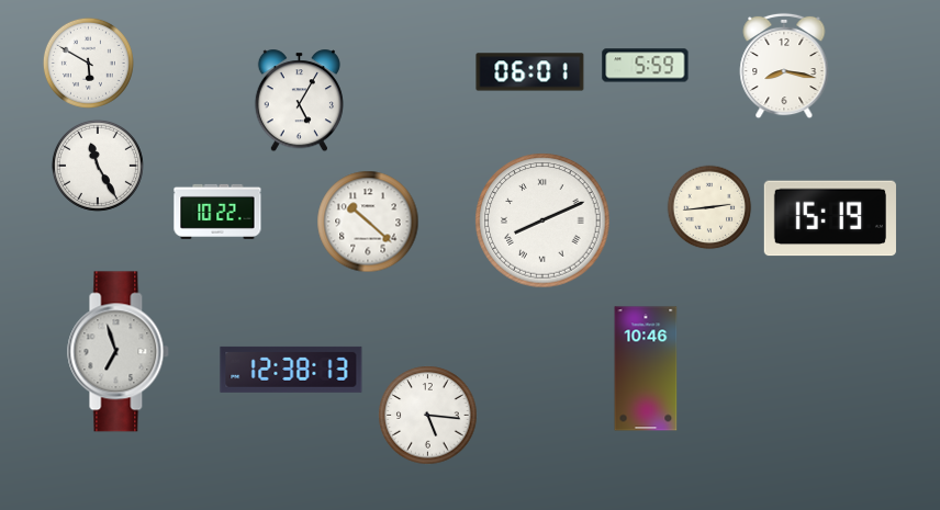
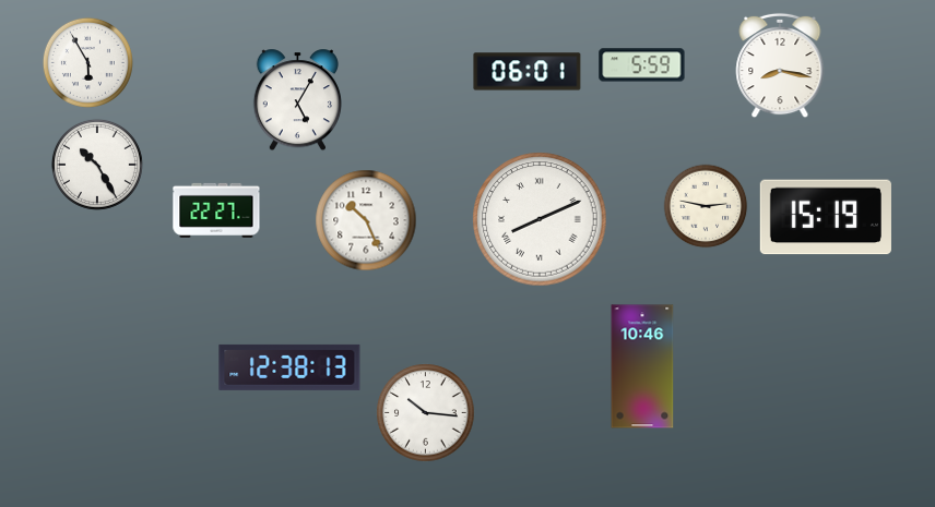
clock at (88, 63): 5:50 -> 5:55
clock at (98, 166): 11:25 -> 10:25
clock at (709, 207): 2:44 -> 2:47
clock at (217, 212): 10:22 -> 22:27
clock at (368, 222): 10:22 -> 10:26
clock at (119, 352): 6:57 -> none
clock at (428, 416): 5:16 -> 10:16
